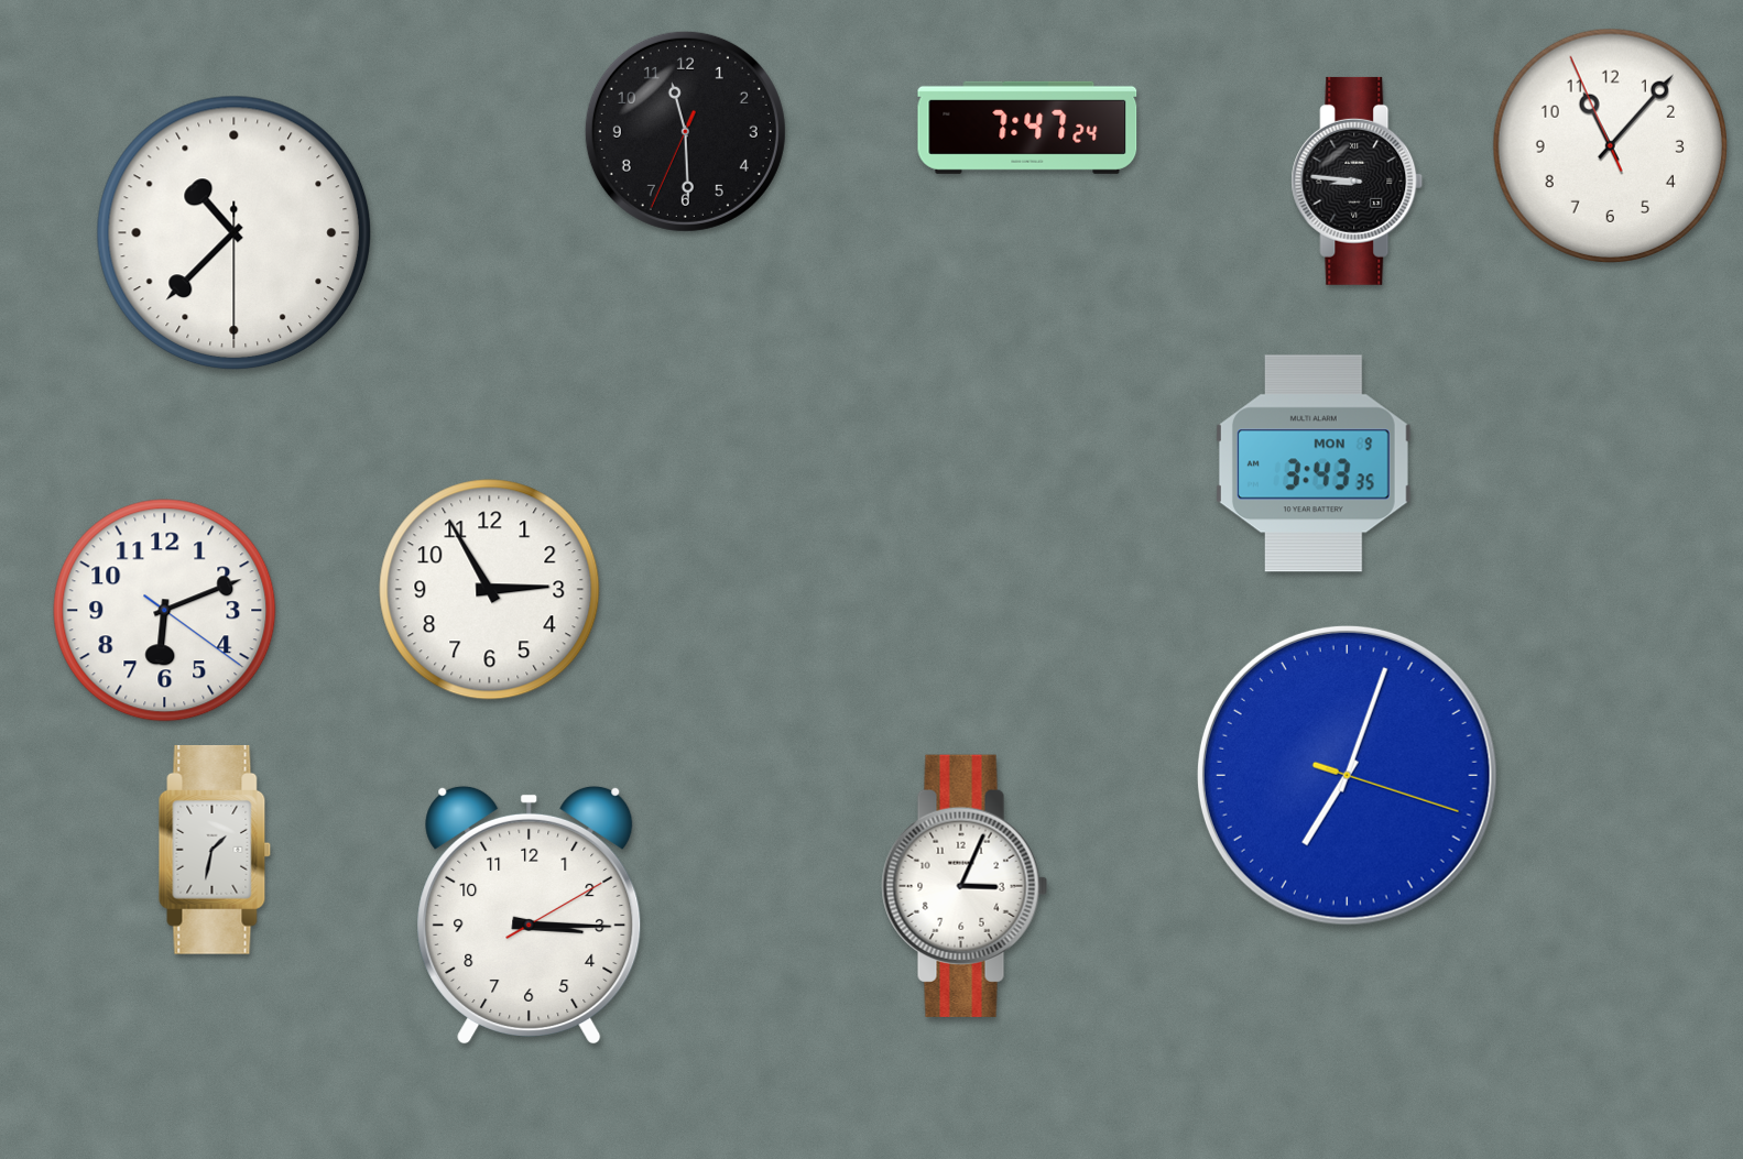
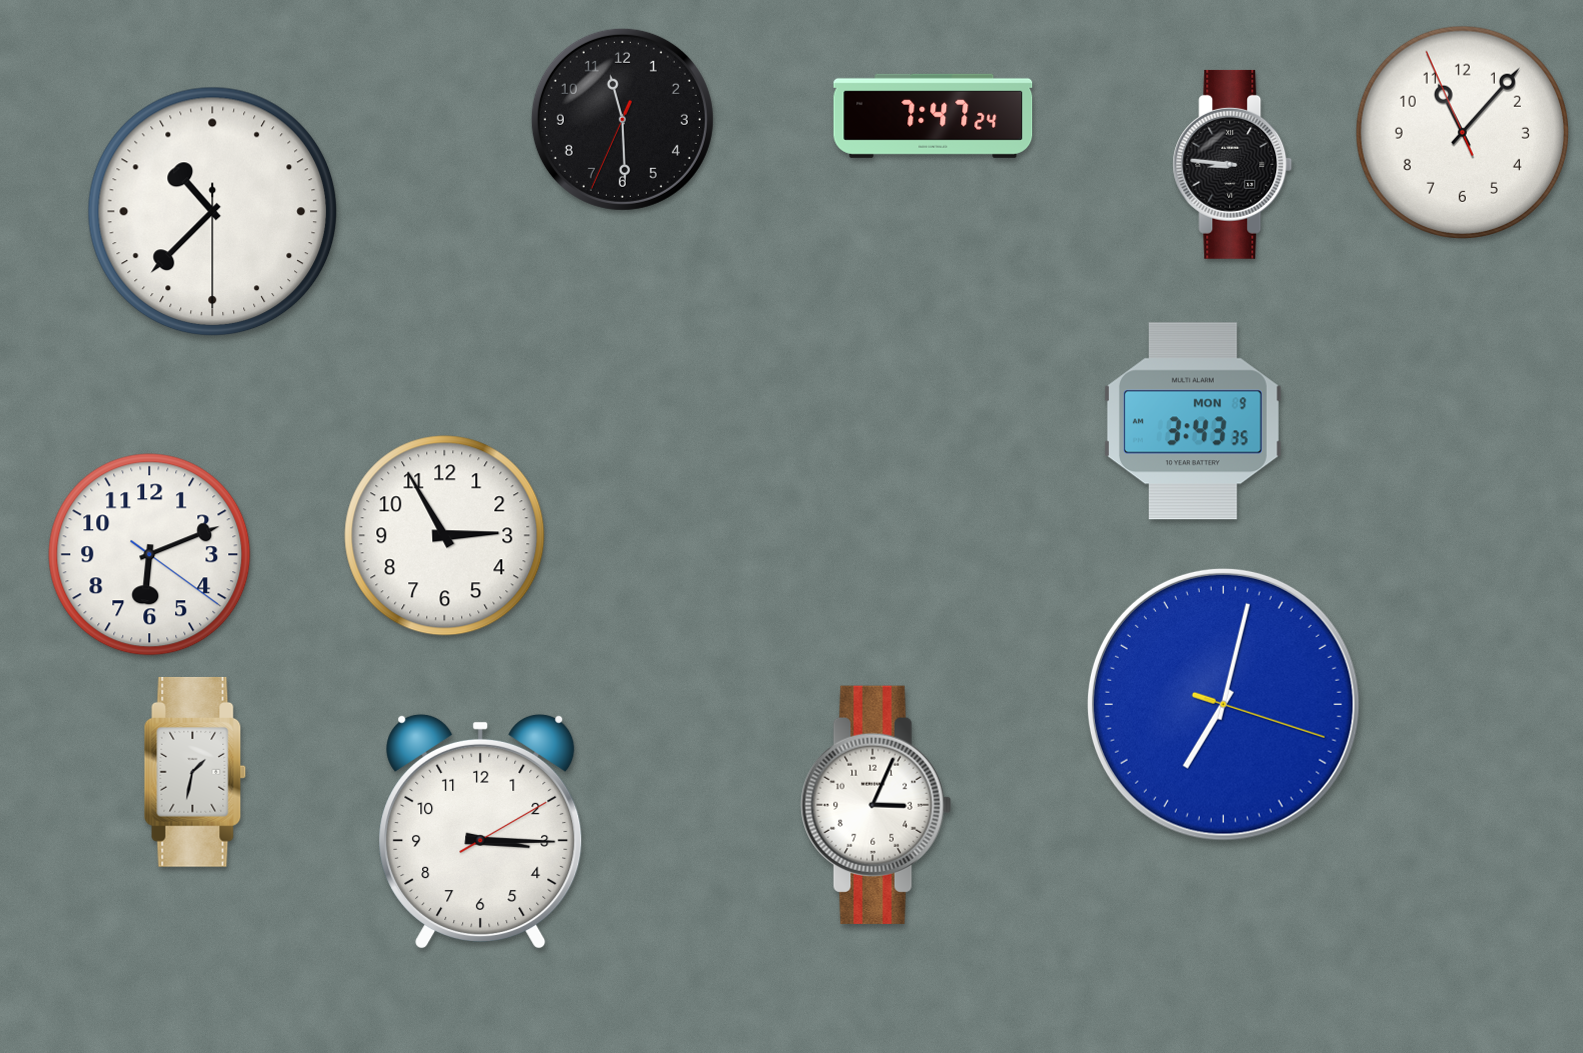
clock at (1347, 775): 7:03 -> 7:02
